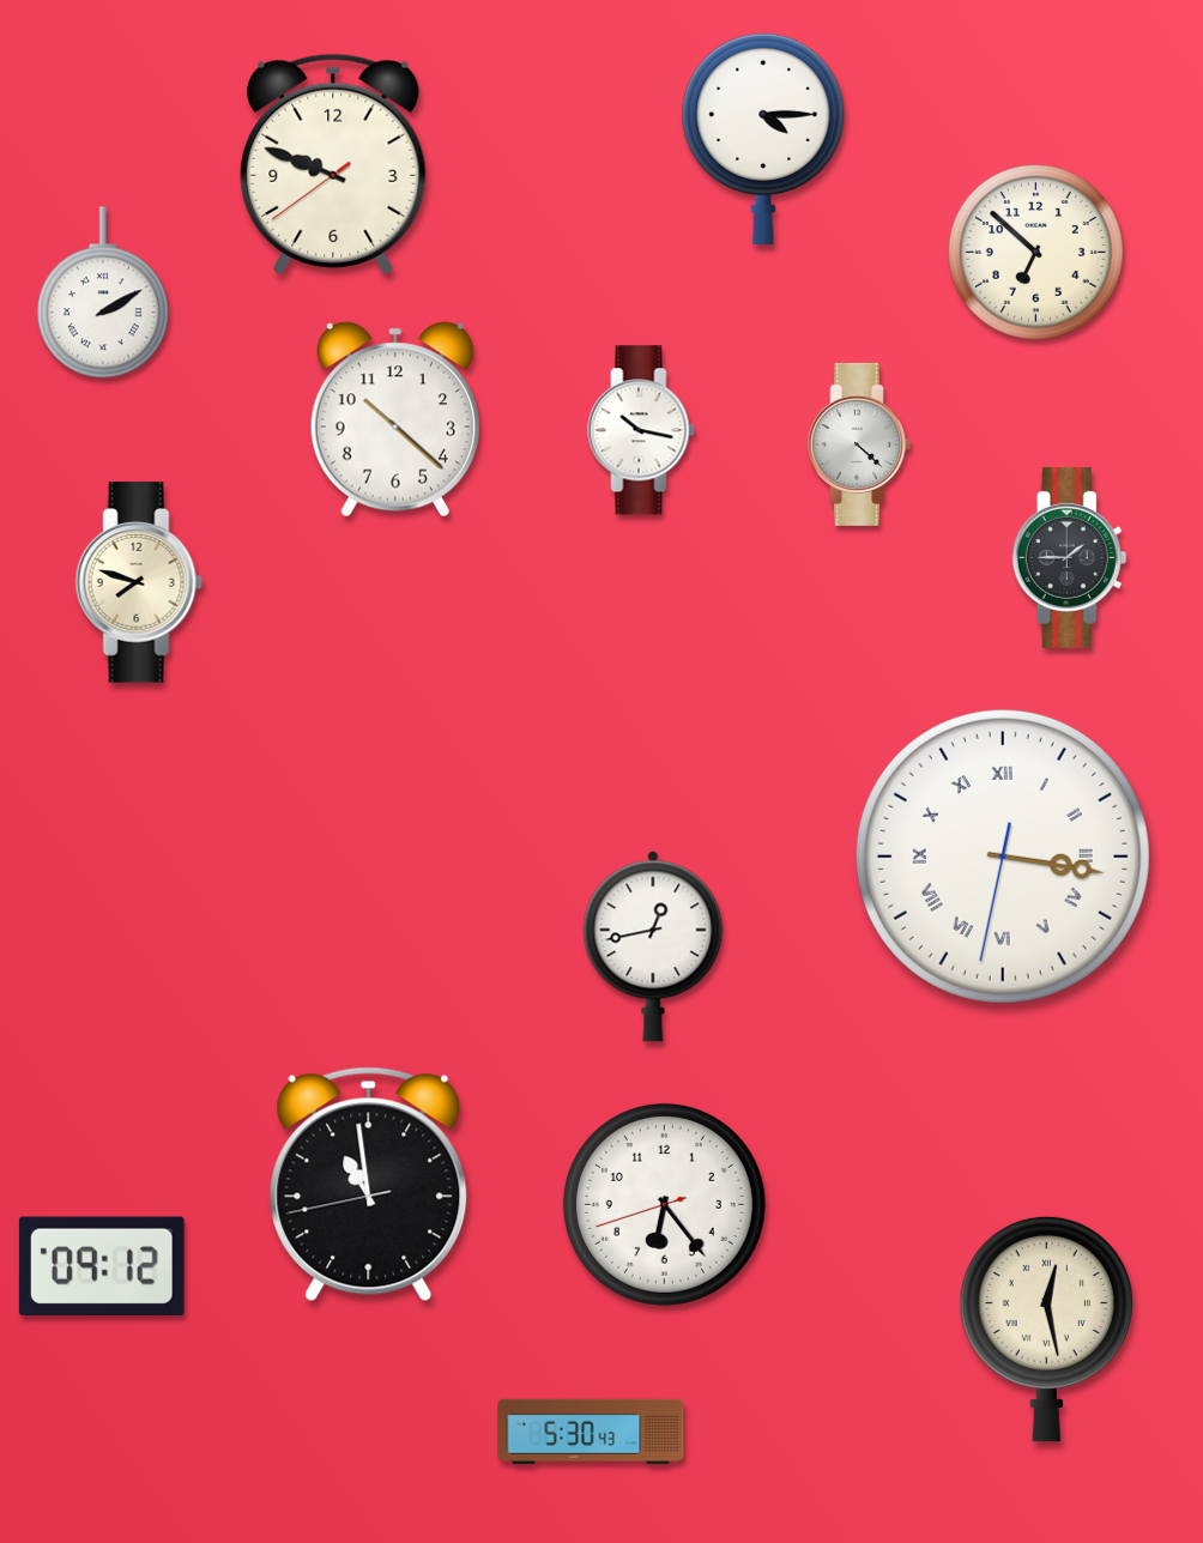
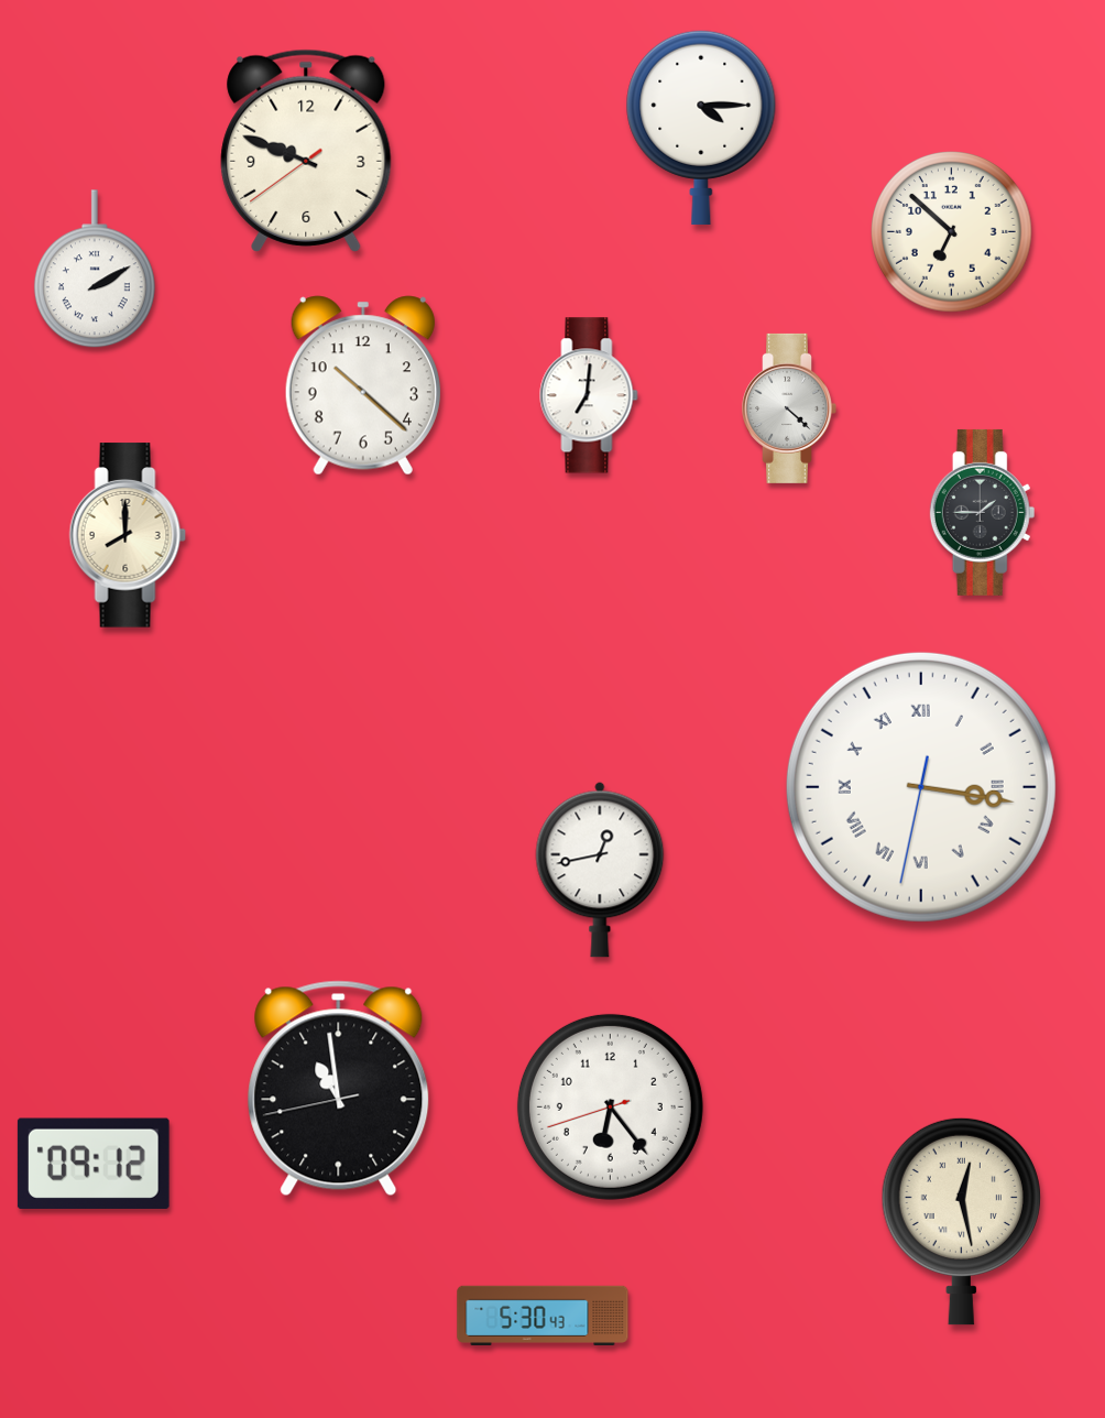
clock at (641, 430): 10:17 -> 7:01
clock at (139, 582): 7:48 -> 8:00
